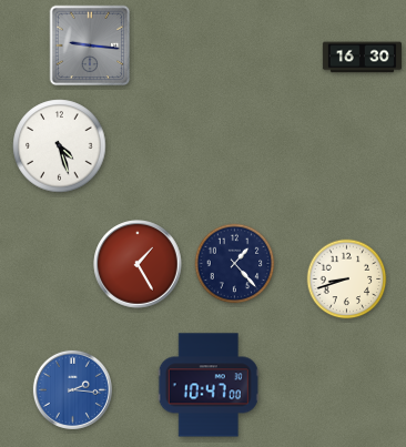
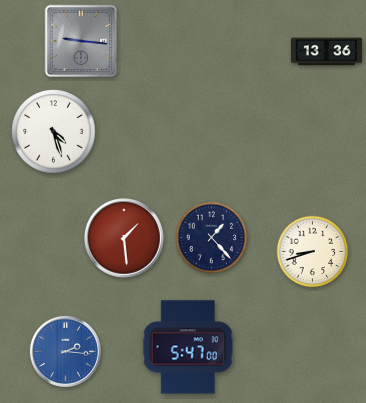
clock at (362, 58): 16:30 -> 13:36
clock at (138, 264): 1:25 -> 1:29
clock at (209, 385): 10:47 -> 5:47
